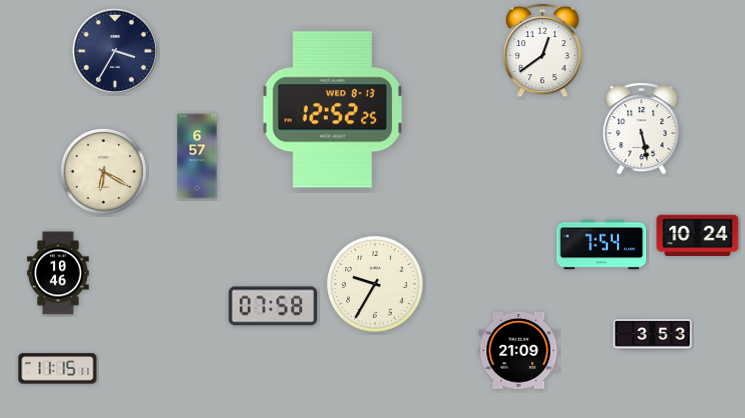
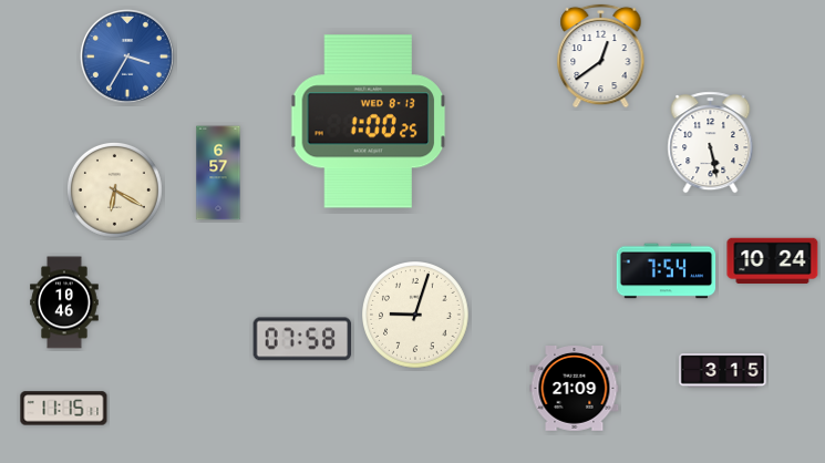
clock at (116, 52) dial: navy -> blue
clock at (333, 110): 12:52 -> 1:00
clock at (376, 285): 9:35 -> 9:03
clock at (653, 335): 3:53 -> 3:15
